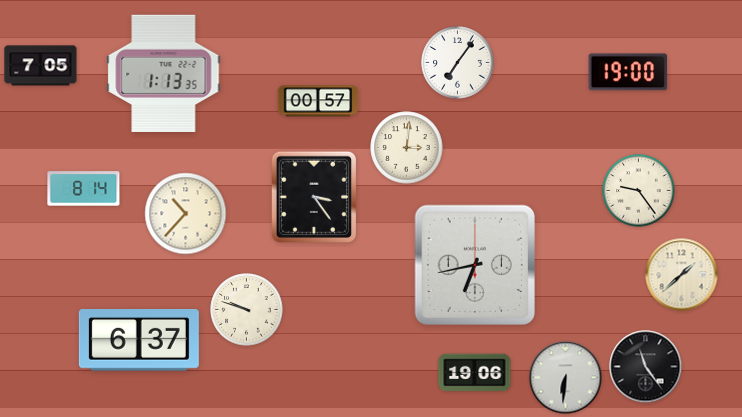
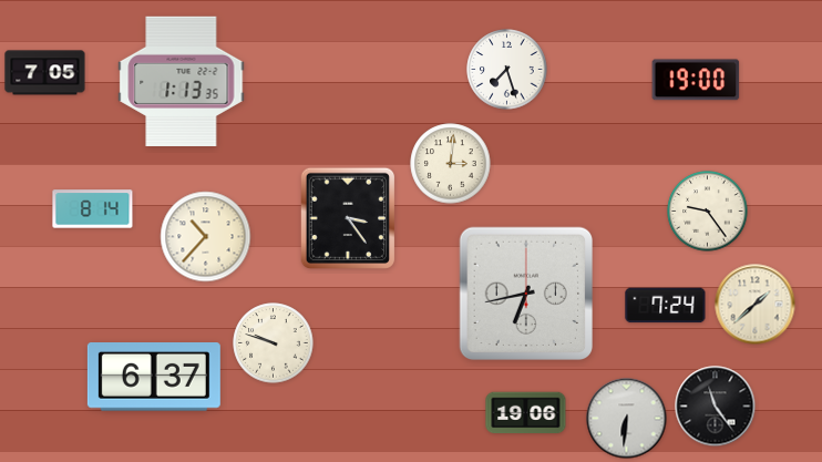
clock at (458, 63): 7:06 -> 7:27
clock at (318, 101): 00:57 -> none
clock at (666, 306): none -> 7:24
